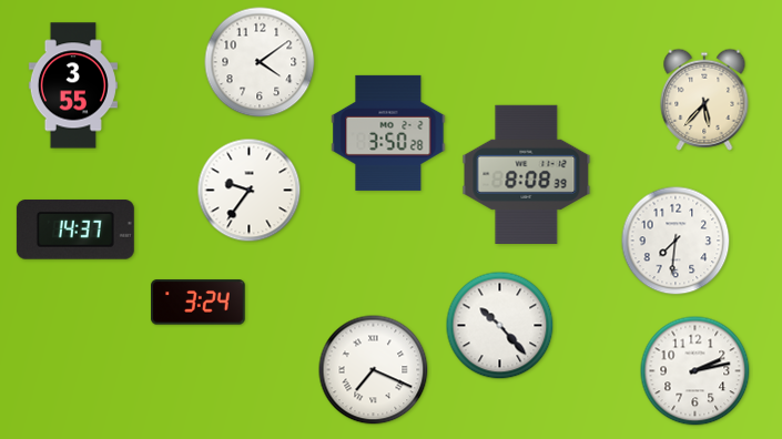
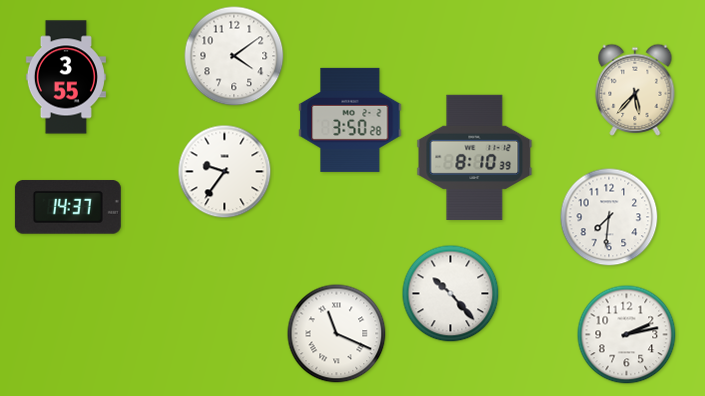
clock at (527, 174): 8:08 -> 8:10
clock at (199, 303): 3:24 -> none
clock at (374, 370): 7:19 -> 11:19
